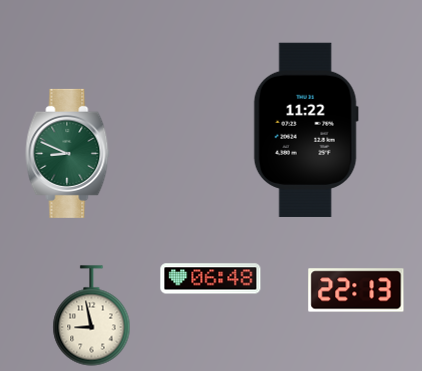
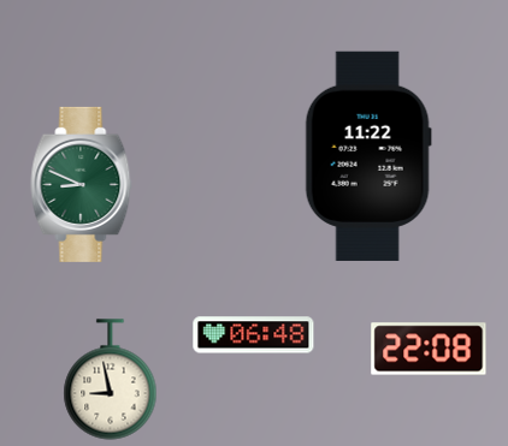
clock at (356, 290): 22:13 -> 22:08
